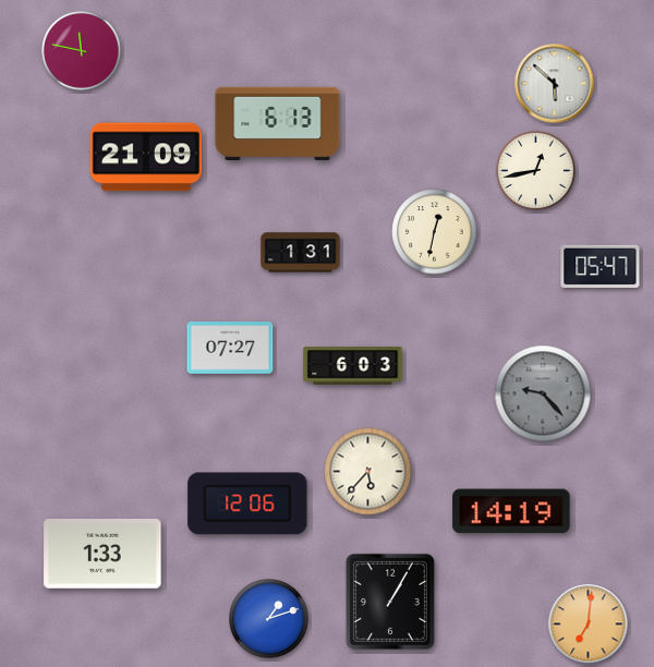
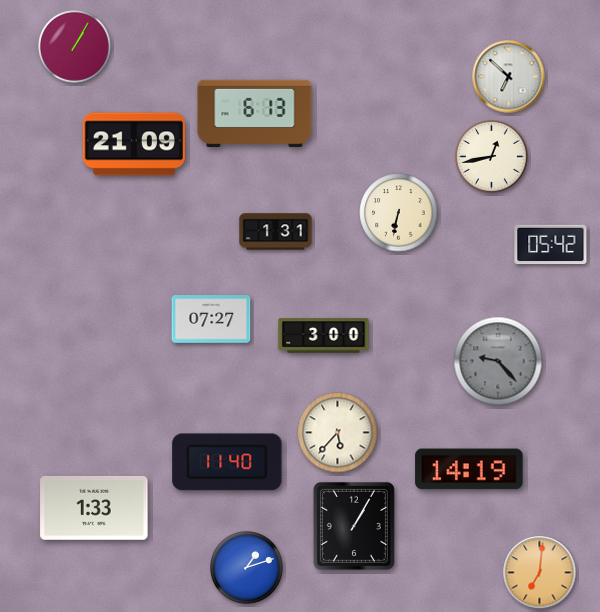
clock at (82, 51): 11:47 -> 1:05
clock at (555, 84): 5:52 -> 6:52
clock at (435, 232): 12:32 -> 6:32
clock at (601, 267): 05:47 -> 05:42
clock at (353, 366): 6:03 -> 3:00
clock at (247, 504): 12:06 -> 11:40
clock at (390, 602) position: (390, 602) -> (354, 526)
